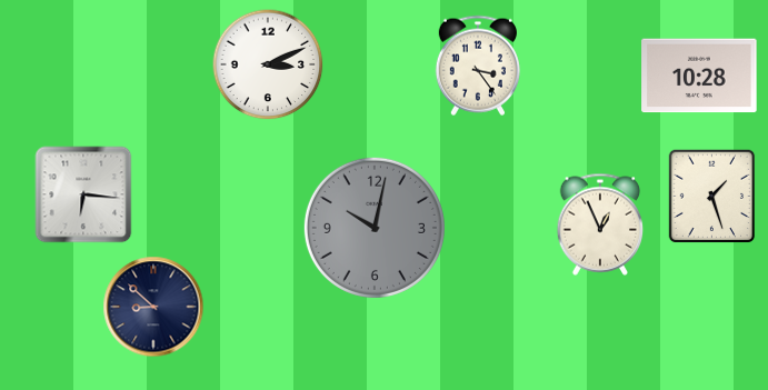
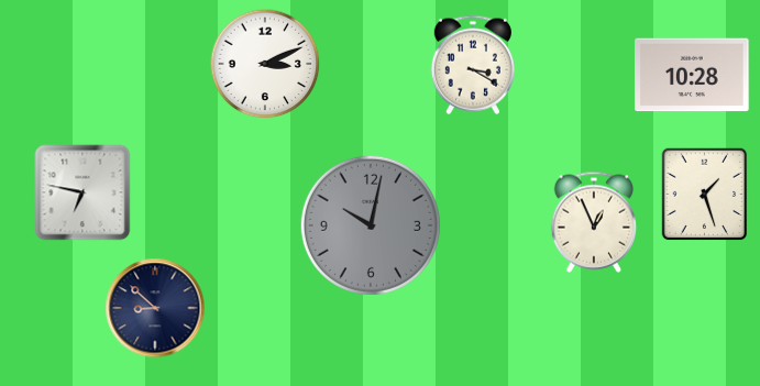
clock at (478, 66): 3:24 -> 3:20
clock at (83, 194): 6:16 -> 6:47
clock at (153, 307) position: (153, 307) -> (155, 308)
